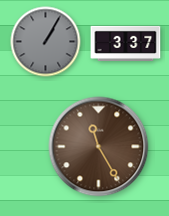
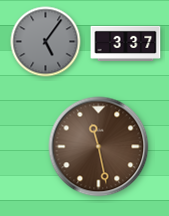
clock at (46, 42): 1:05 -> 5:06
clock at (99, 147): 11:25 -> 11:28
